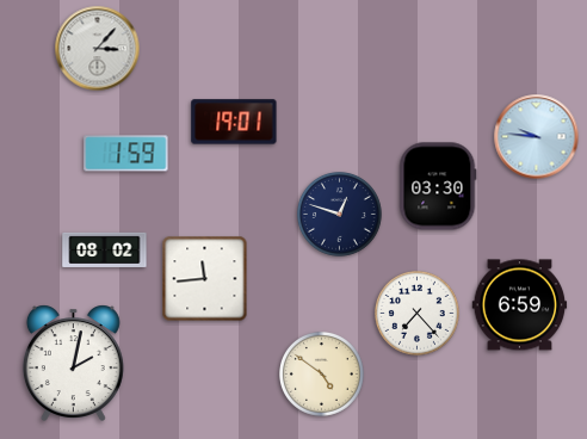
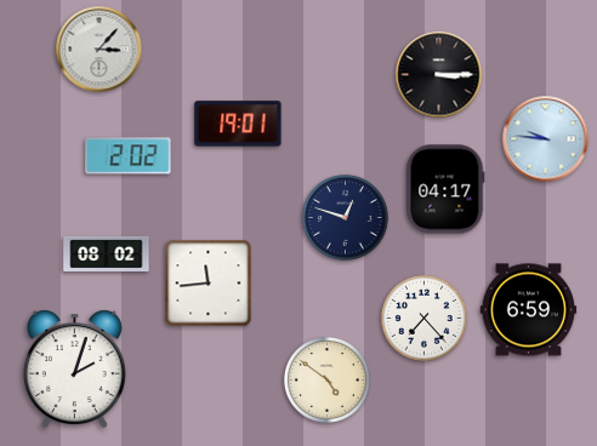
clock at (439, 75): none -> 3:15
clock at (126, 154): 1:59 -> 2:02
clock at (438, 186): 03:30 -> 04:17
clock at (73, 363): 2:02 -> 2:03
